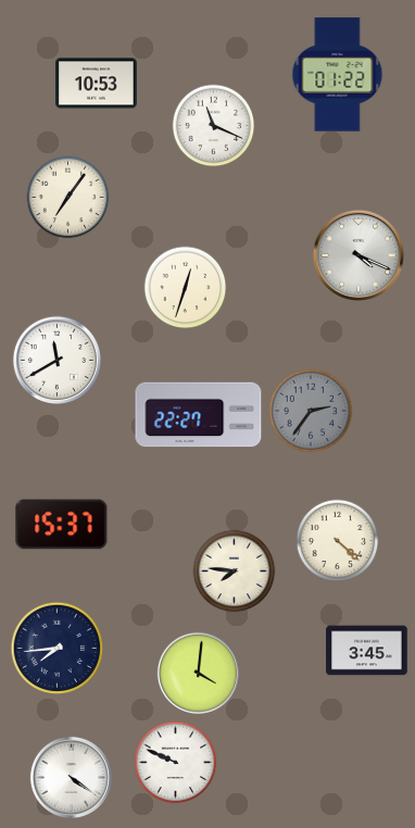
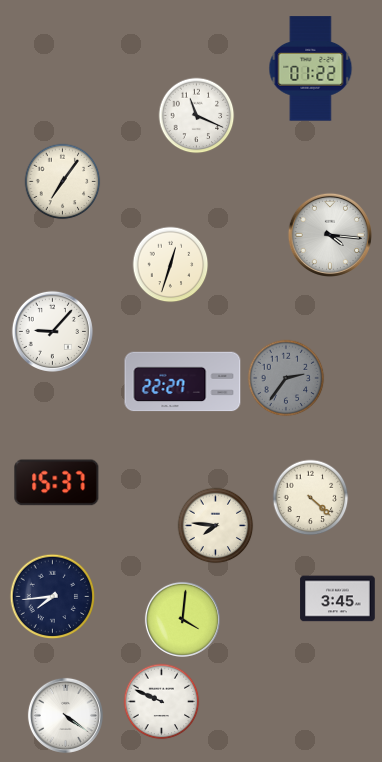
clock at (97, 84): 10:53 -> none
clock at (357, 254): 4:19 -> 4:16
clock at (56, 360): 11:40 -> 9:07
